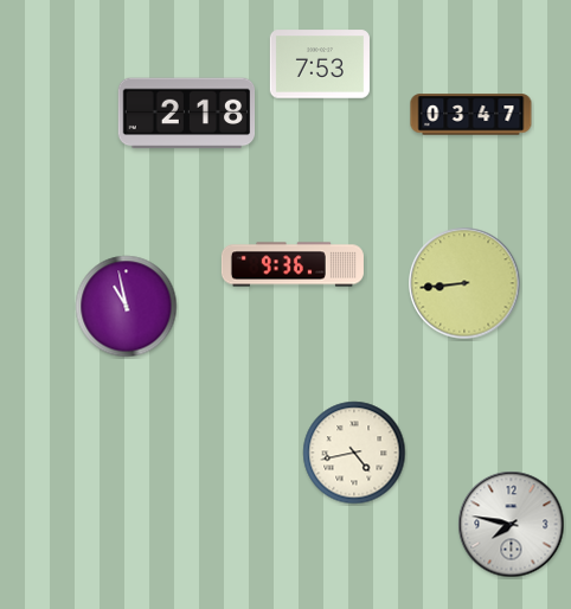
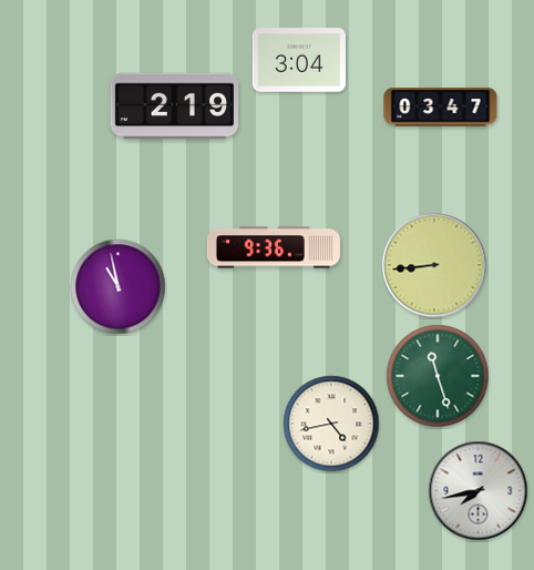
clock at (320, 64): 7:53 -> 3:04
clock at (187, 114): 2:18 -> 2:19
clock at (438, 376): none -> 11:27
clock at (512, 525): 7:47 -> 7:43
